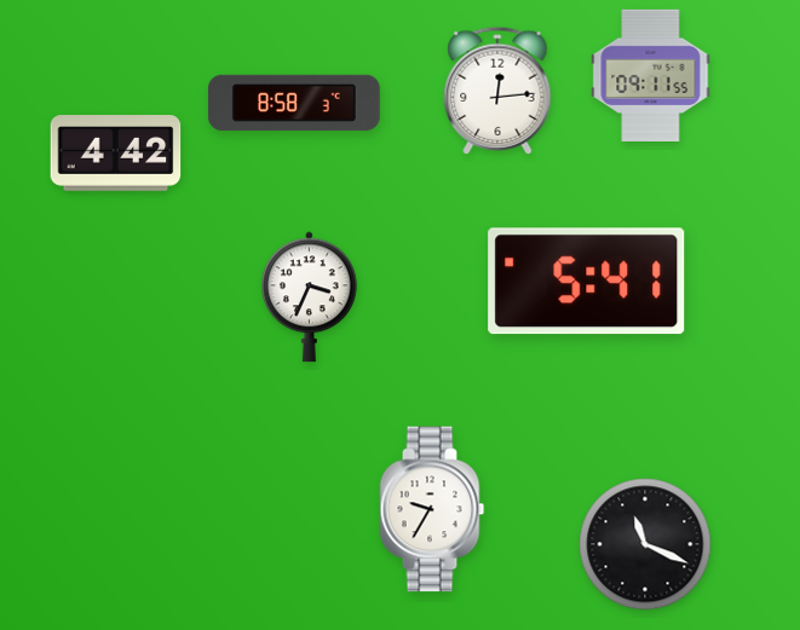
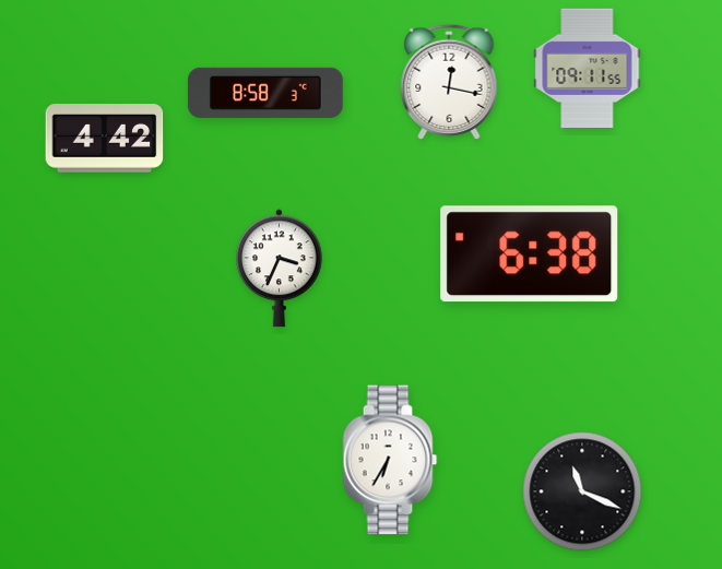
clock at (497, 91): 12:14 -> 12:17
clock at (587, 282): 5:41 -> 6:38
clock at (432, 509): 9:35 -> 6:35
